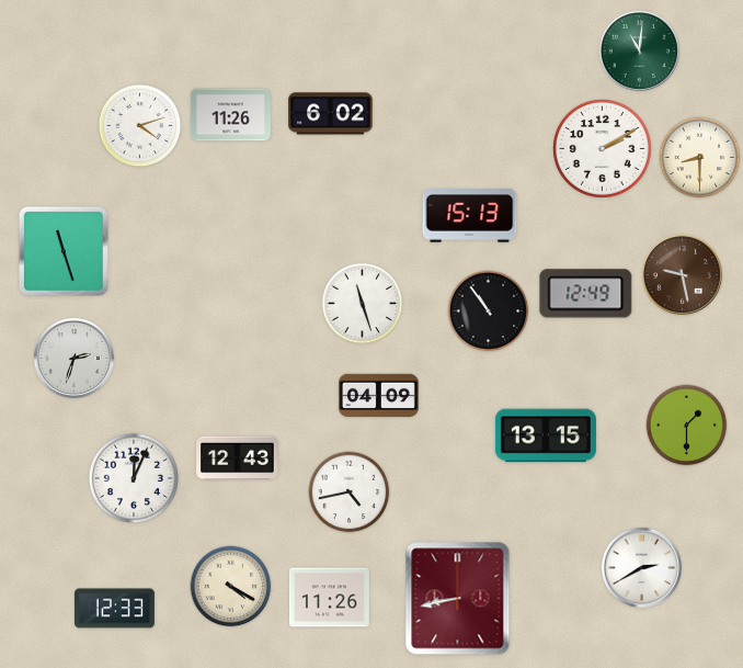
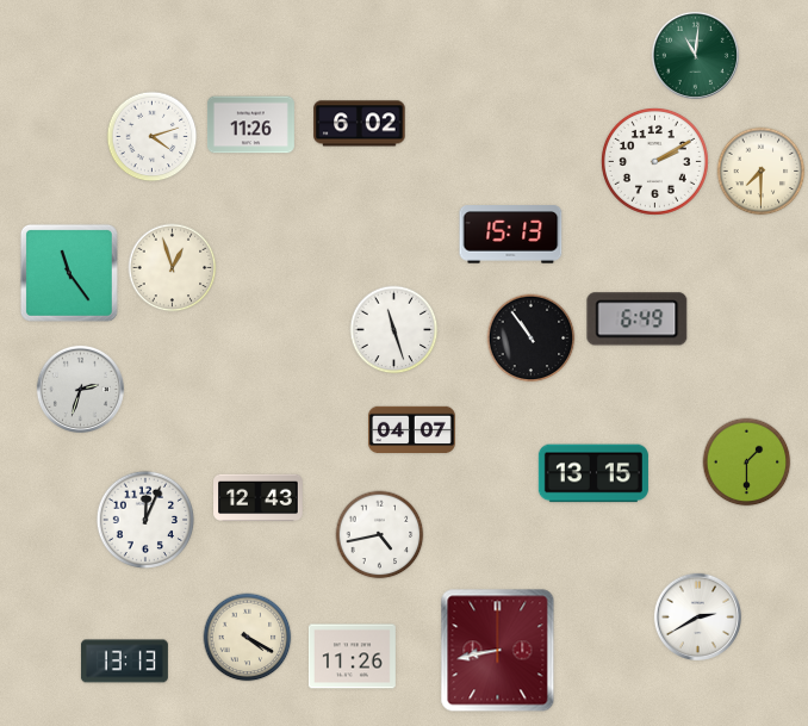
clock at (700, 158): 8:30 -> 7:30
clock at (173, 268): none -> 12:57
clock at (64, 251): 11:27 -> 11:24
clock at (682, 274): 9:28 -> none
clock at (586, 294): 12:49 -> 6:49
clock at (378, 396): 04:09 -> 04:07
clock at (231, 587) position: (231, 587) -> (248, 638)
clock at (329, 598) position: (329, 598) -> (352, 657)
clock at (114, 609): 12:33 -> 13:13
